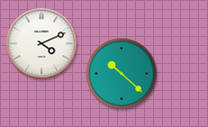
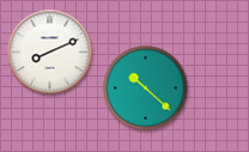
clock at (42, 44): 4:11 -> 8:11
